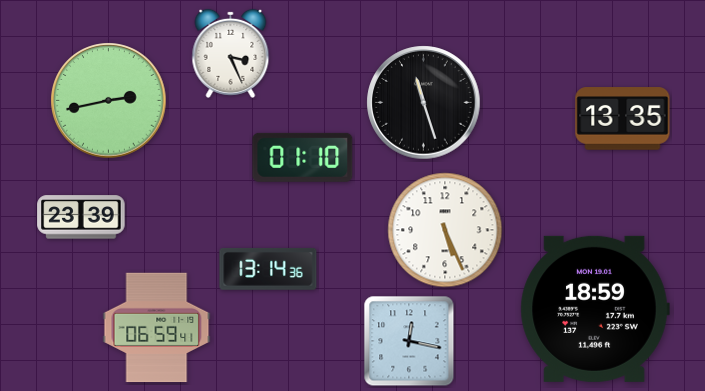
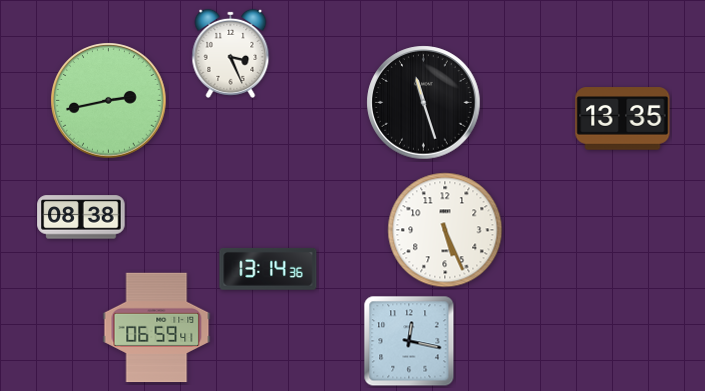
clock at (303, 157): 01:10 -> none
clock at (81, 217): 23:39 -> 08:38
clock at (595, 309): 18:59 -> none
